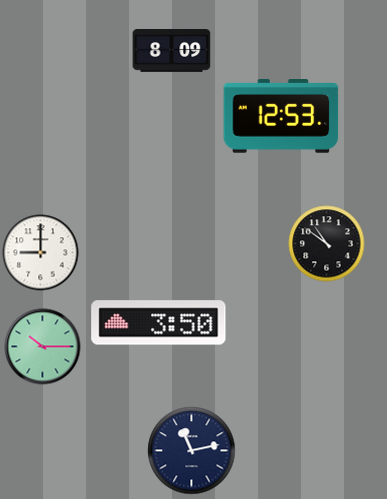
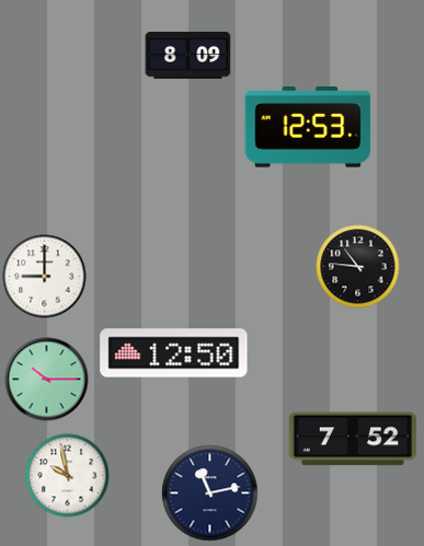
clock at (327, 244): 10:51 -> 10:46
clock at (159, 323): 3:50 -> 12:50
clock at (353, 439): none -> 7:52
clock at (68, 476): none -> 9:58
